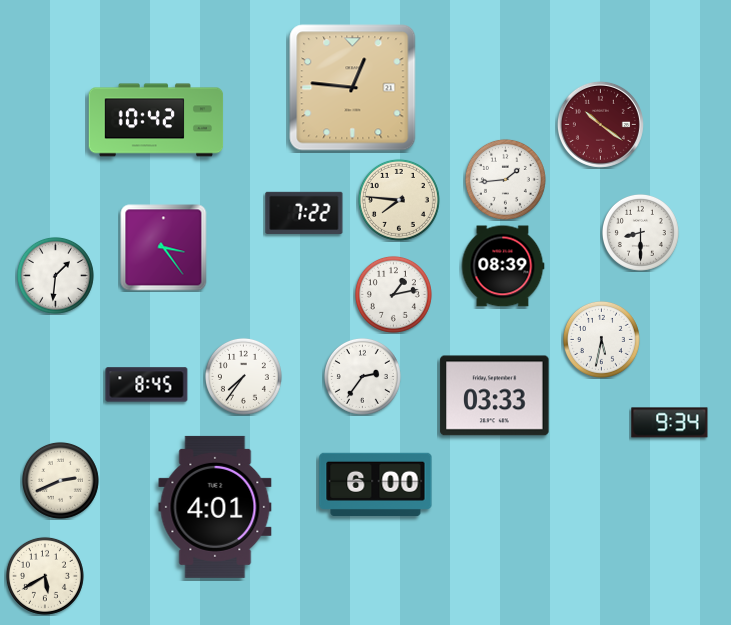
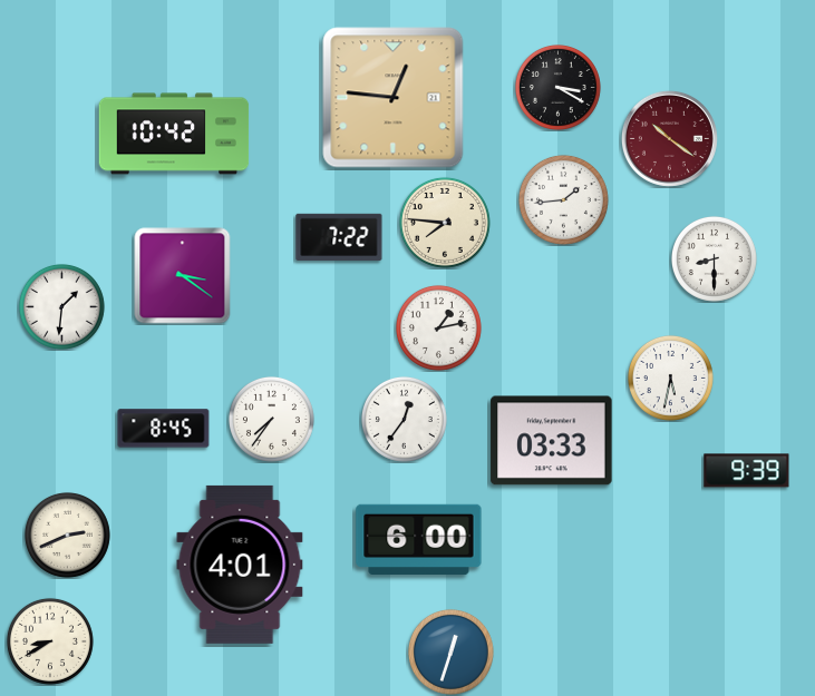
clock at (557, 87): none -> 3:20
clock at (164, 248): 3:24 -> 3:21
clock at (503, 266): 08:39 -> none
clock at (362, 376): 2:36 -> 12:36
clock at (670, 423): 9:34 -> 9:39
clock at (45, 576): 5:40 -> 8:40
clock at (450, 651): none -> 12:33
